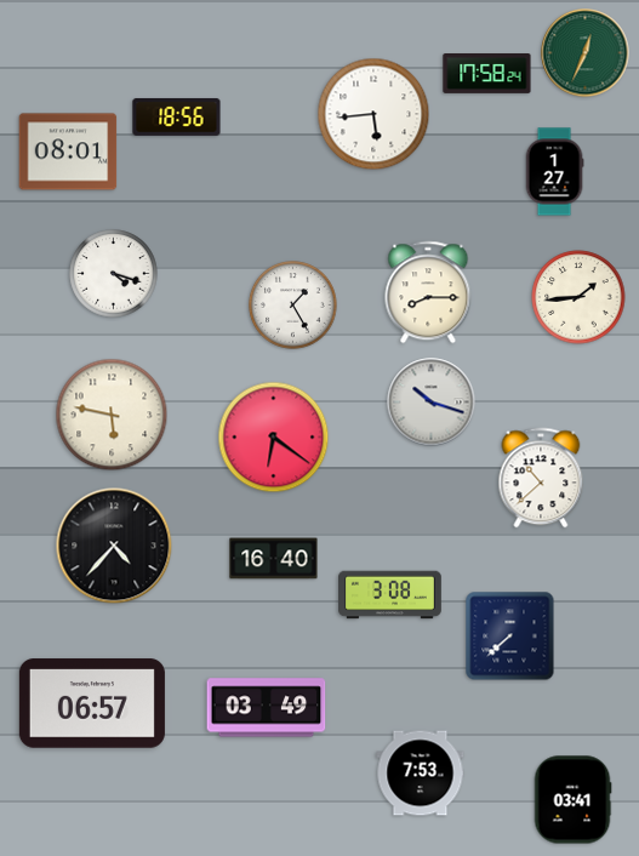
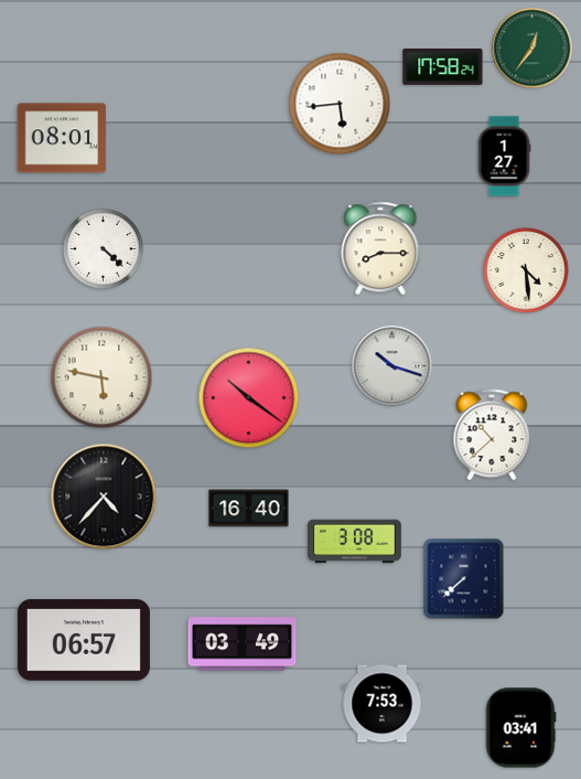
clock at (586, 53): 12:34 -> 12:36
clock at (177, 116): 18:56 -> none
clock at (114, 274): 4:18 -> 4:22
clock at (428, 292) position: (428, 292) -> (380, 248)
clock at (578, 297): 1:44 -> 4:29
clock at (293, 306): 1:25 -> none
clock at (274, 438): 6:21 -> 10:21
